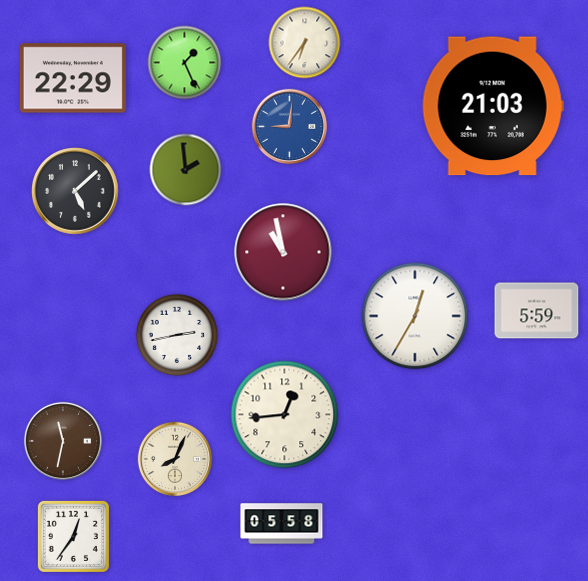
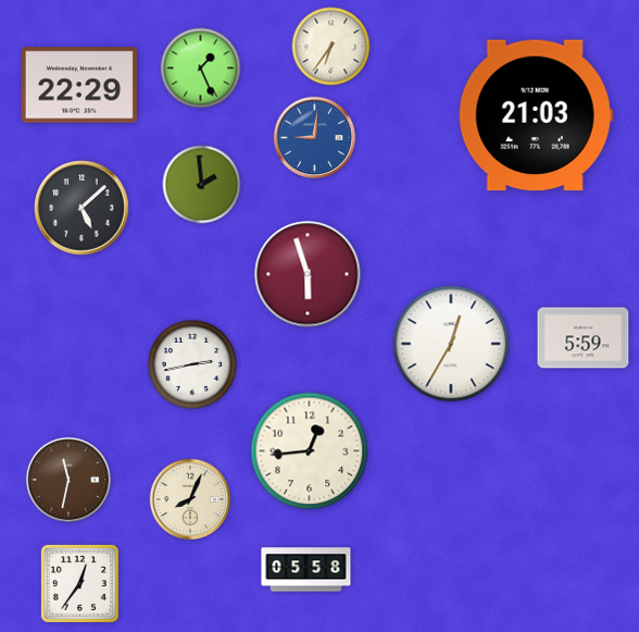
clock at (283, 252): 10:58 -> 5:57
